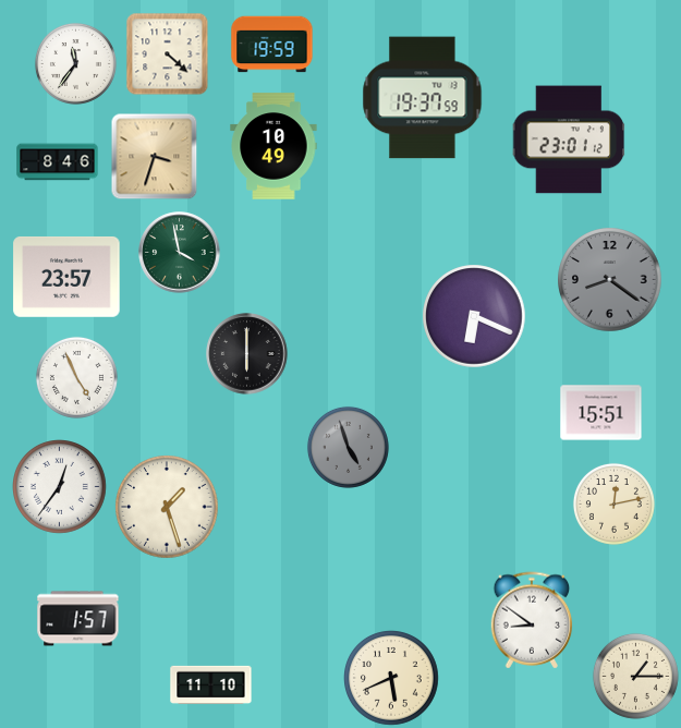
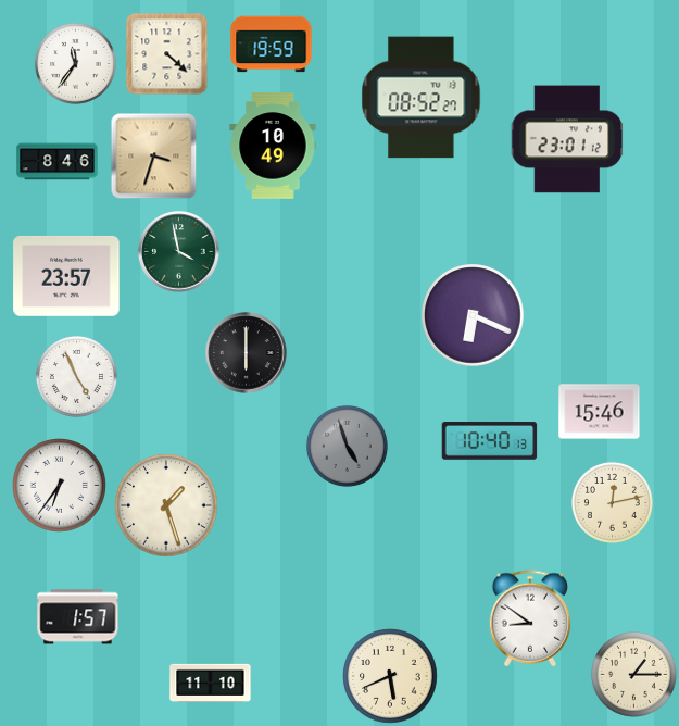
clock at (423, 98): 19:37 -> 08:52
clock at (610, 280): 8:21 -> none
clock at (601, 413): 15:51 -> 15:46
clock at (490, 441): none -> 10:40
clock at (60, 487): 12:36 -> 6:36
